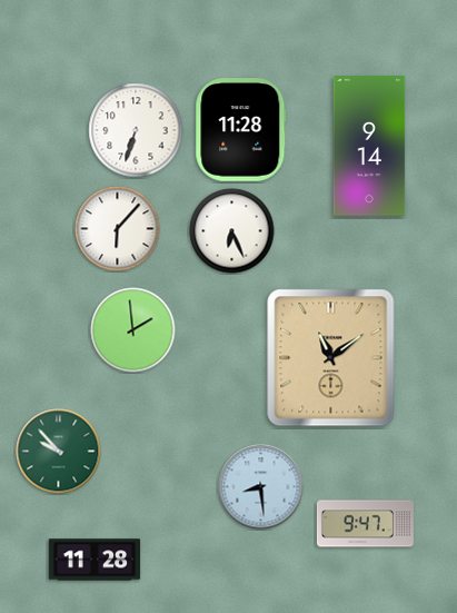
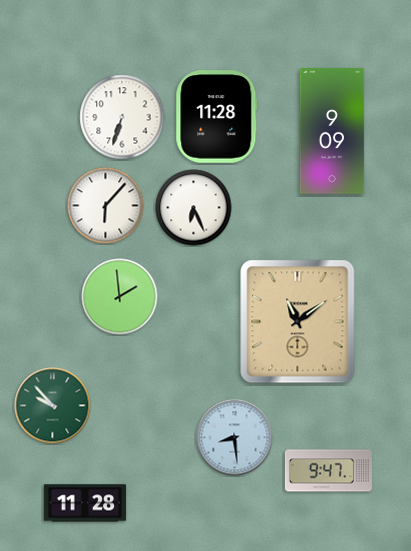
clock at (369, 147): 9:14 -> 9:09
clock at (232, 231) position: (232, 231) -> (194, 208)
